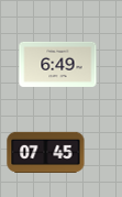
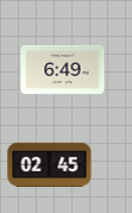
clock at (46, 152): 07:45 -> 02:45
